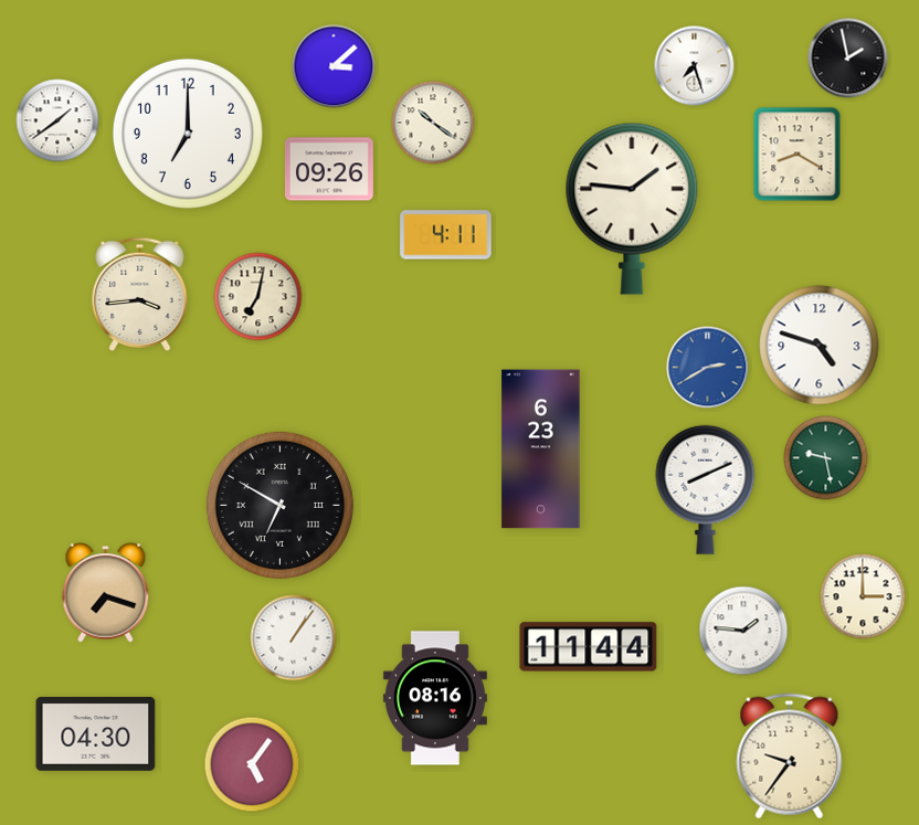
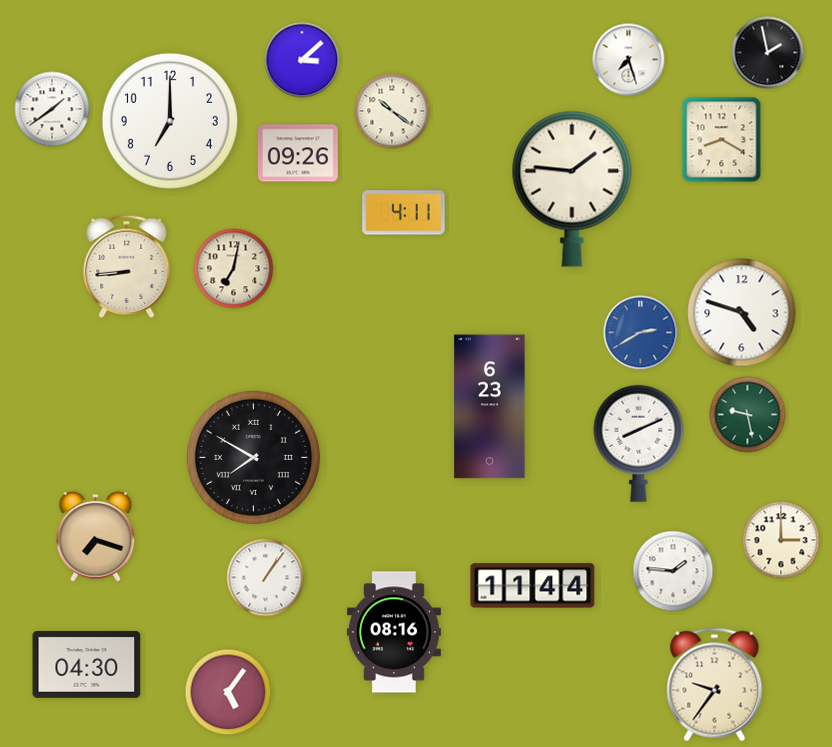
clock at (140, 294): 3:44 -> 8:44
clock at (279, 505): 6:50 -> 7:50
